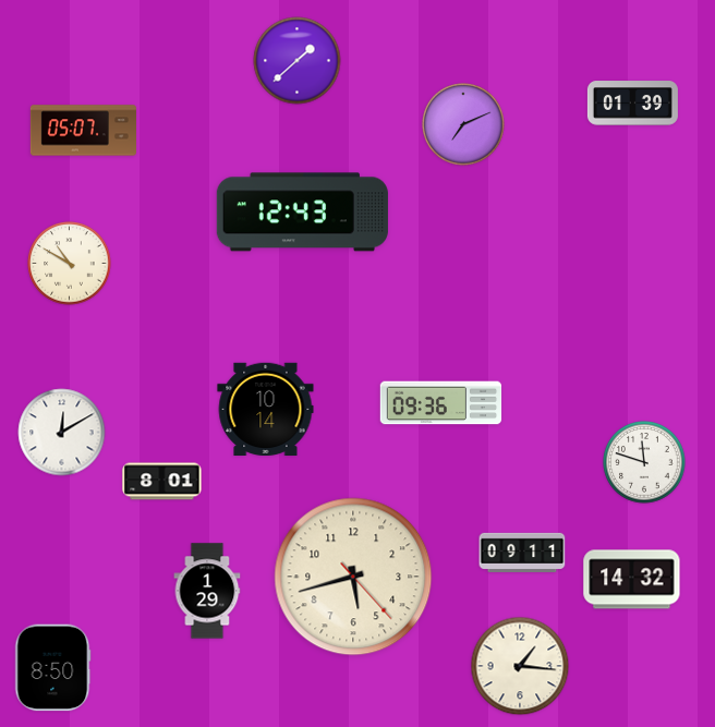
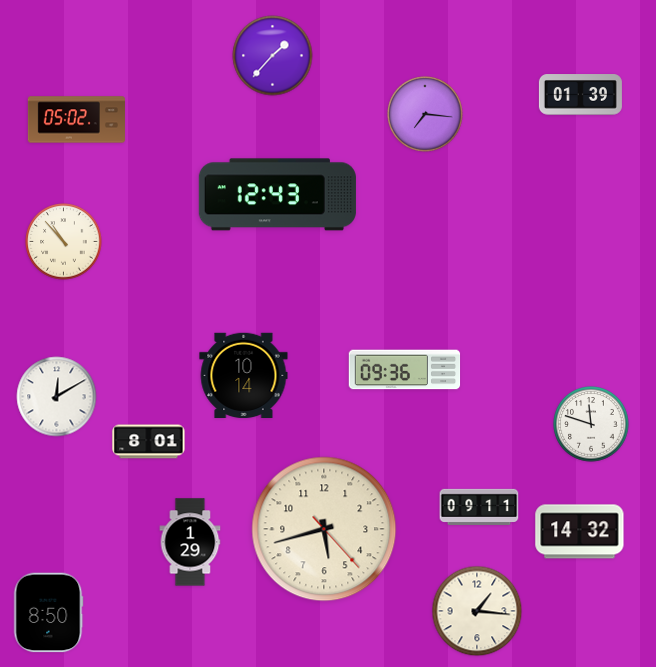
clock at (298, 61): 1:38 -> 1:37
clock at (463, 124): 7:11 -> 7:16
clock at (83, 131): 05:07 -> 05:02
clock at (70, 264): 10:50 -> 10:53
